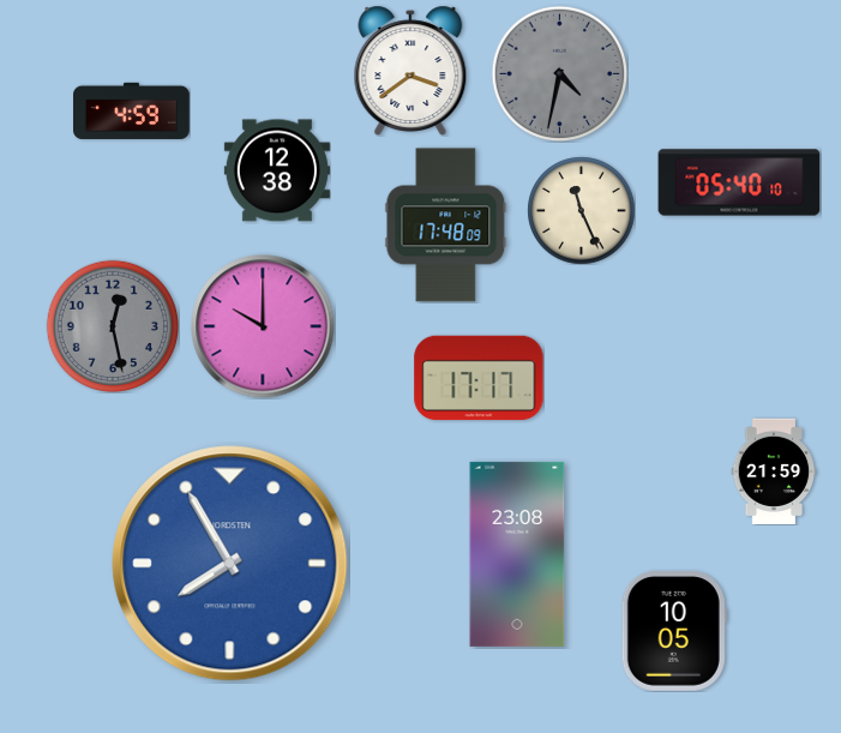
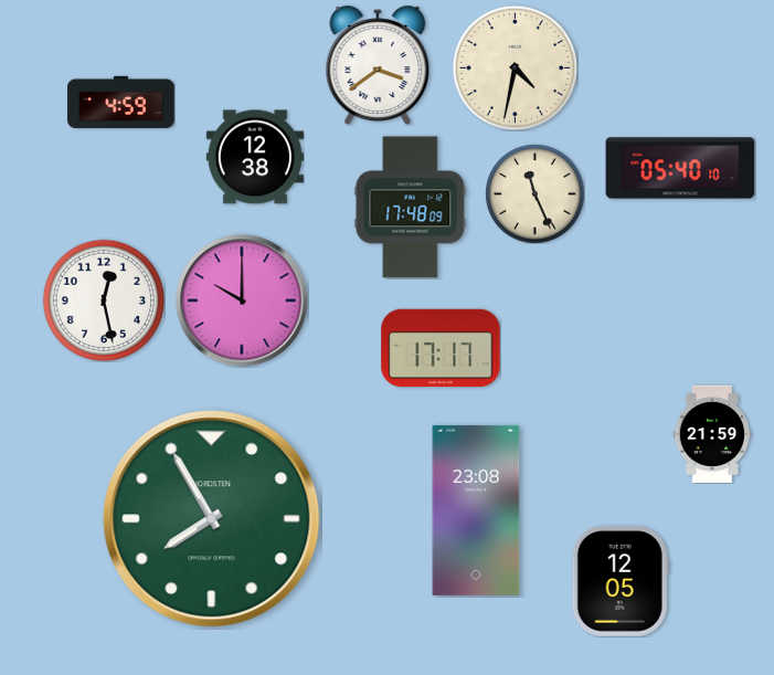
clock at (559, 73) dial: grey -> cream
clock at (112, 325) dial: grey -> white
clock at (230, 564) dial: blue -> green
clock at (674, 632): 10:05 -> 12:05
